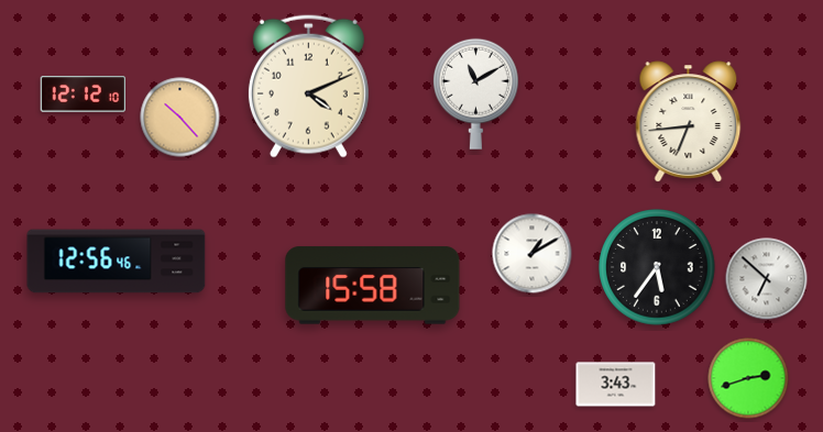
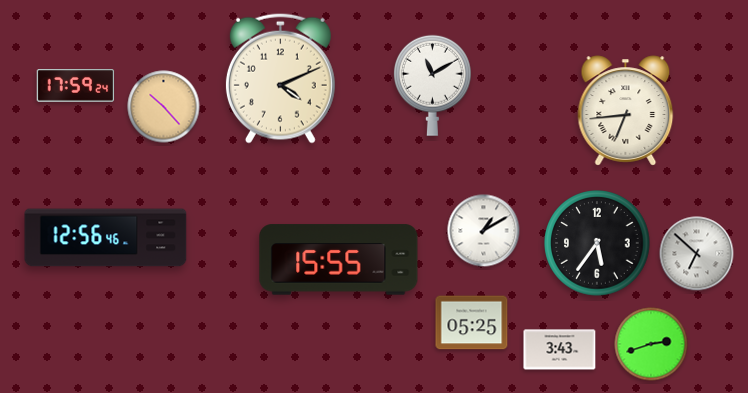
clock at (84, 95): 12:12 -> 17:59
clock at (373, 286): 15:58 -> 15:55
clock at (472, 323): none -> 05:25
clock at (748, 378) position: (748, 378) -> (651, 344)
